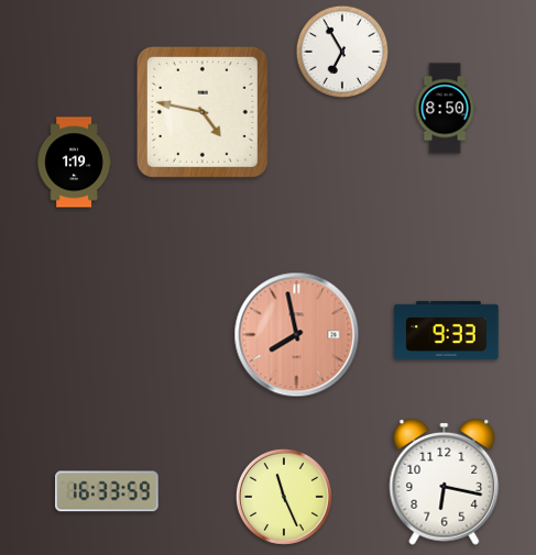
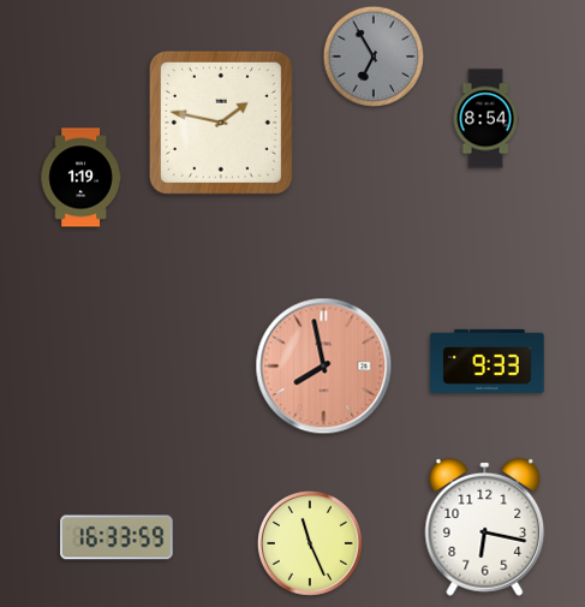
clock at (341, 51) dial: white -> grey
clock at (445, 109): 8:50 -> 8:54
clock at (203, 112): 4:47 -> 1:47
